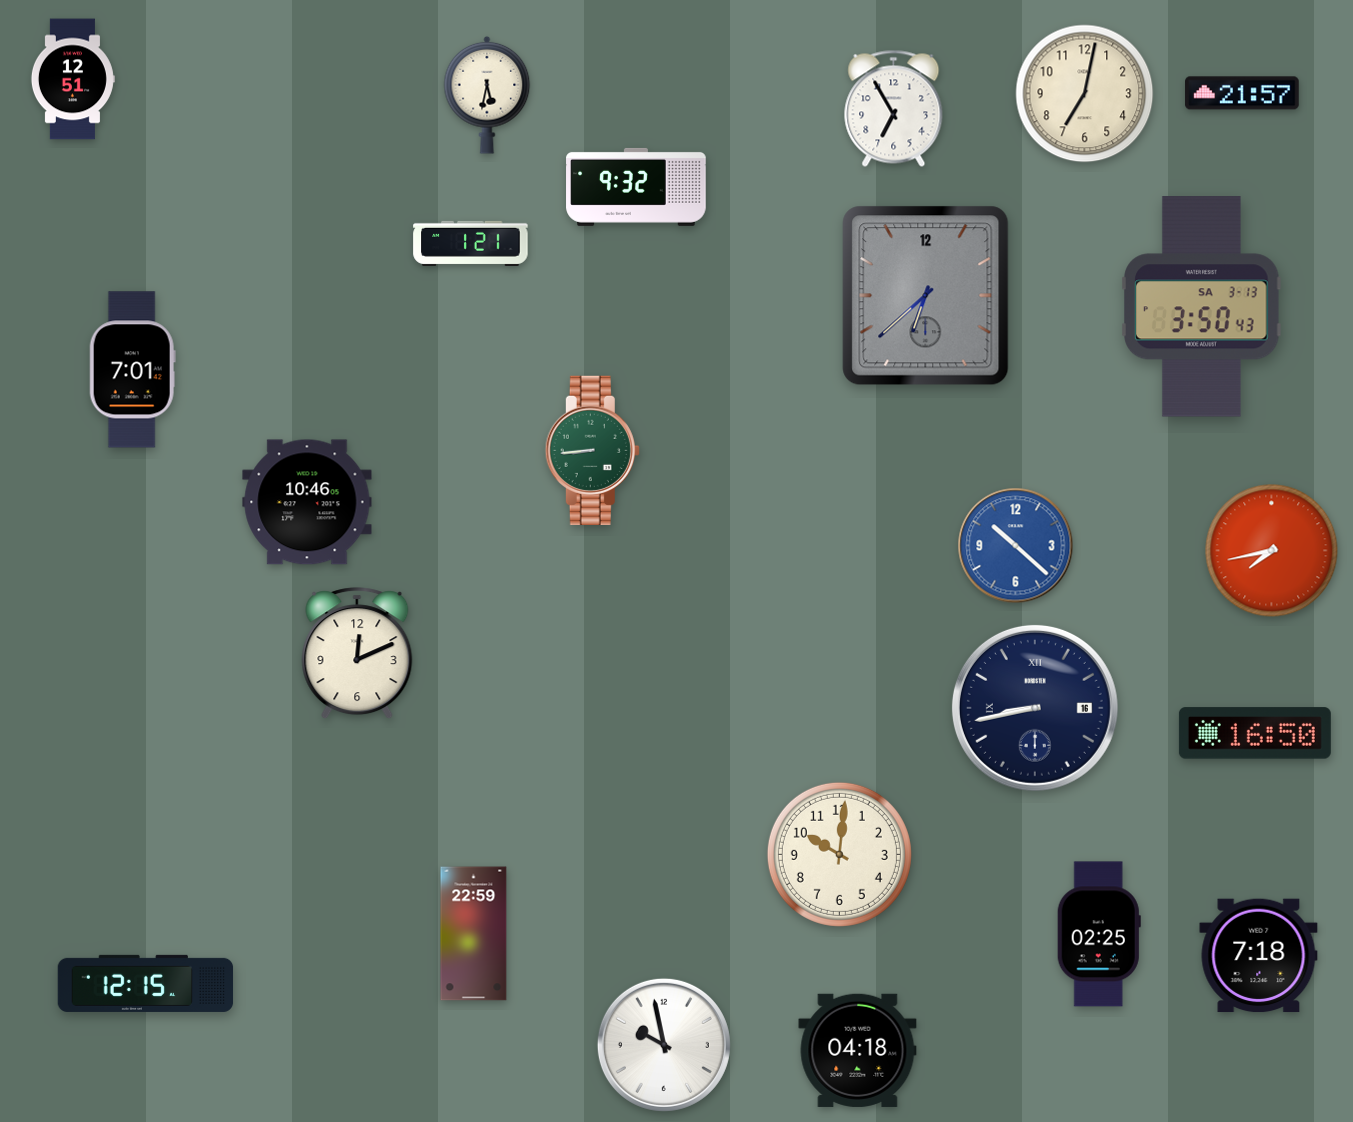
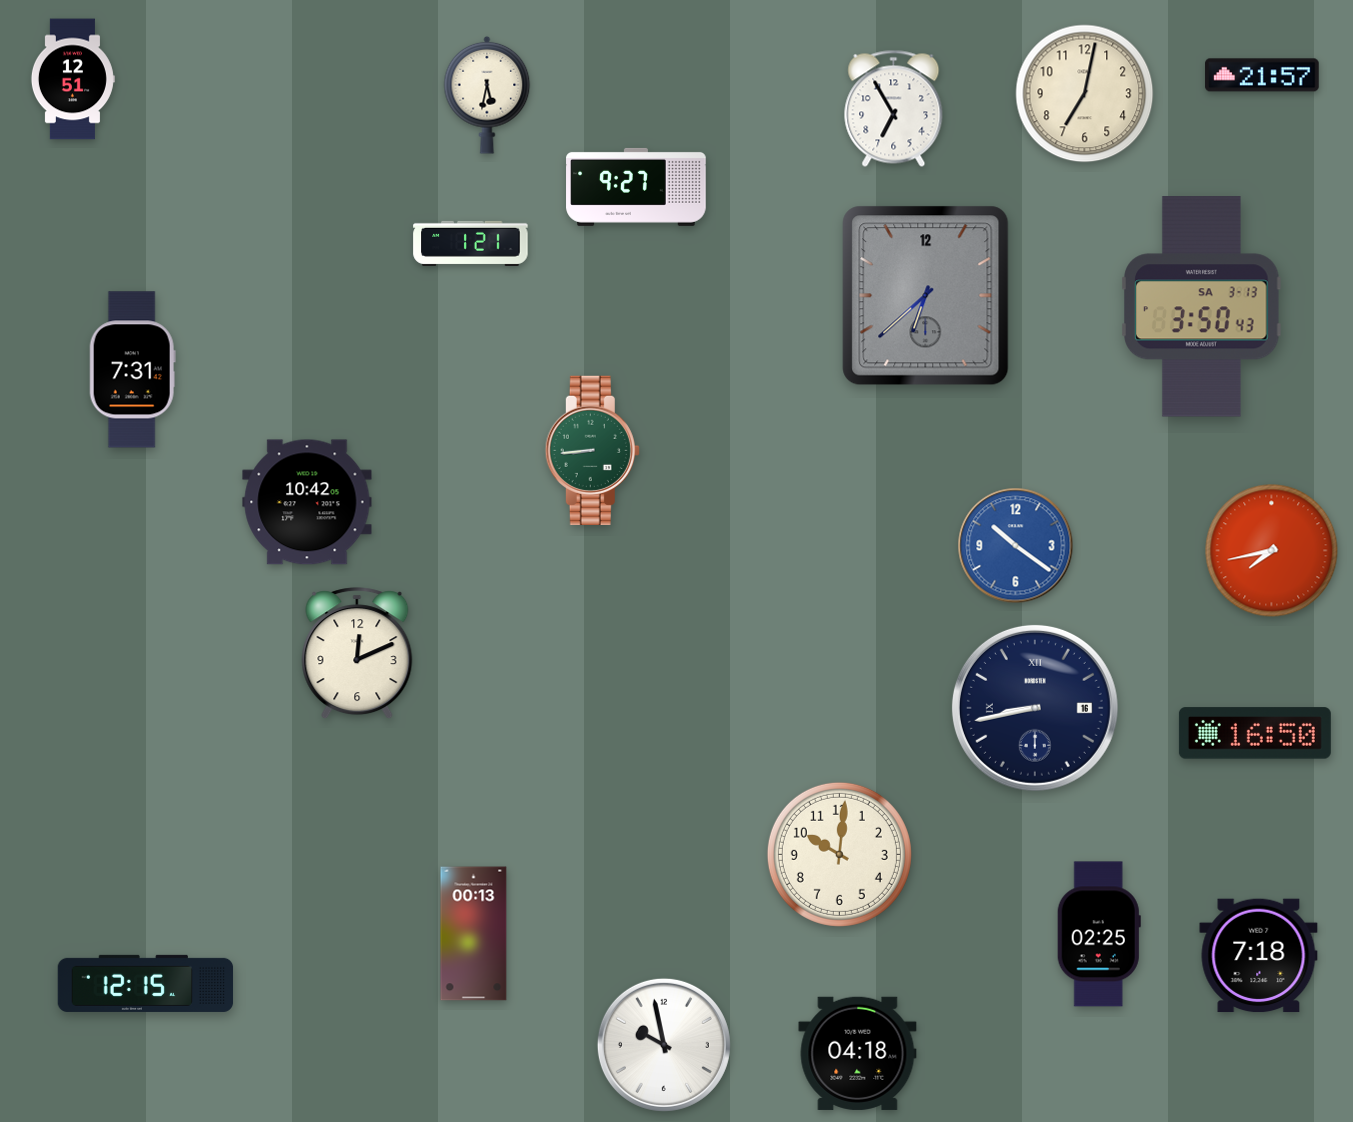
clock at (1242, 93) position: (1242, 93) -> (1262, 75)
clock at (636, 187): 9:32 -> 9:27
clock at (132, 370): 7:01 -> 7:31
clock at (307, 502): 10:46 -> 10:42
clock at (1016, 546): 10:22 -> 10:21
clock at (474, 934): 22:59 -> 00:13
clock at (858, 1050) position: (858, 1050) -> (858, 1053)
